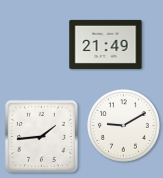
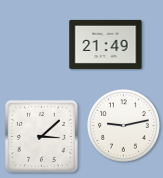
clock at (124, 126): 9:10 -> 9:13
clock at (41, 136): 1:44 -> 3:08
